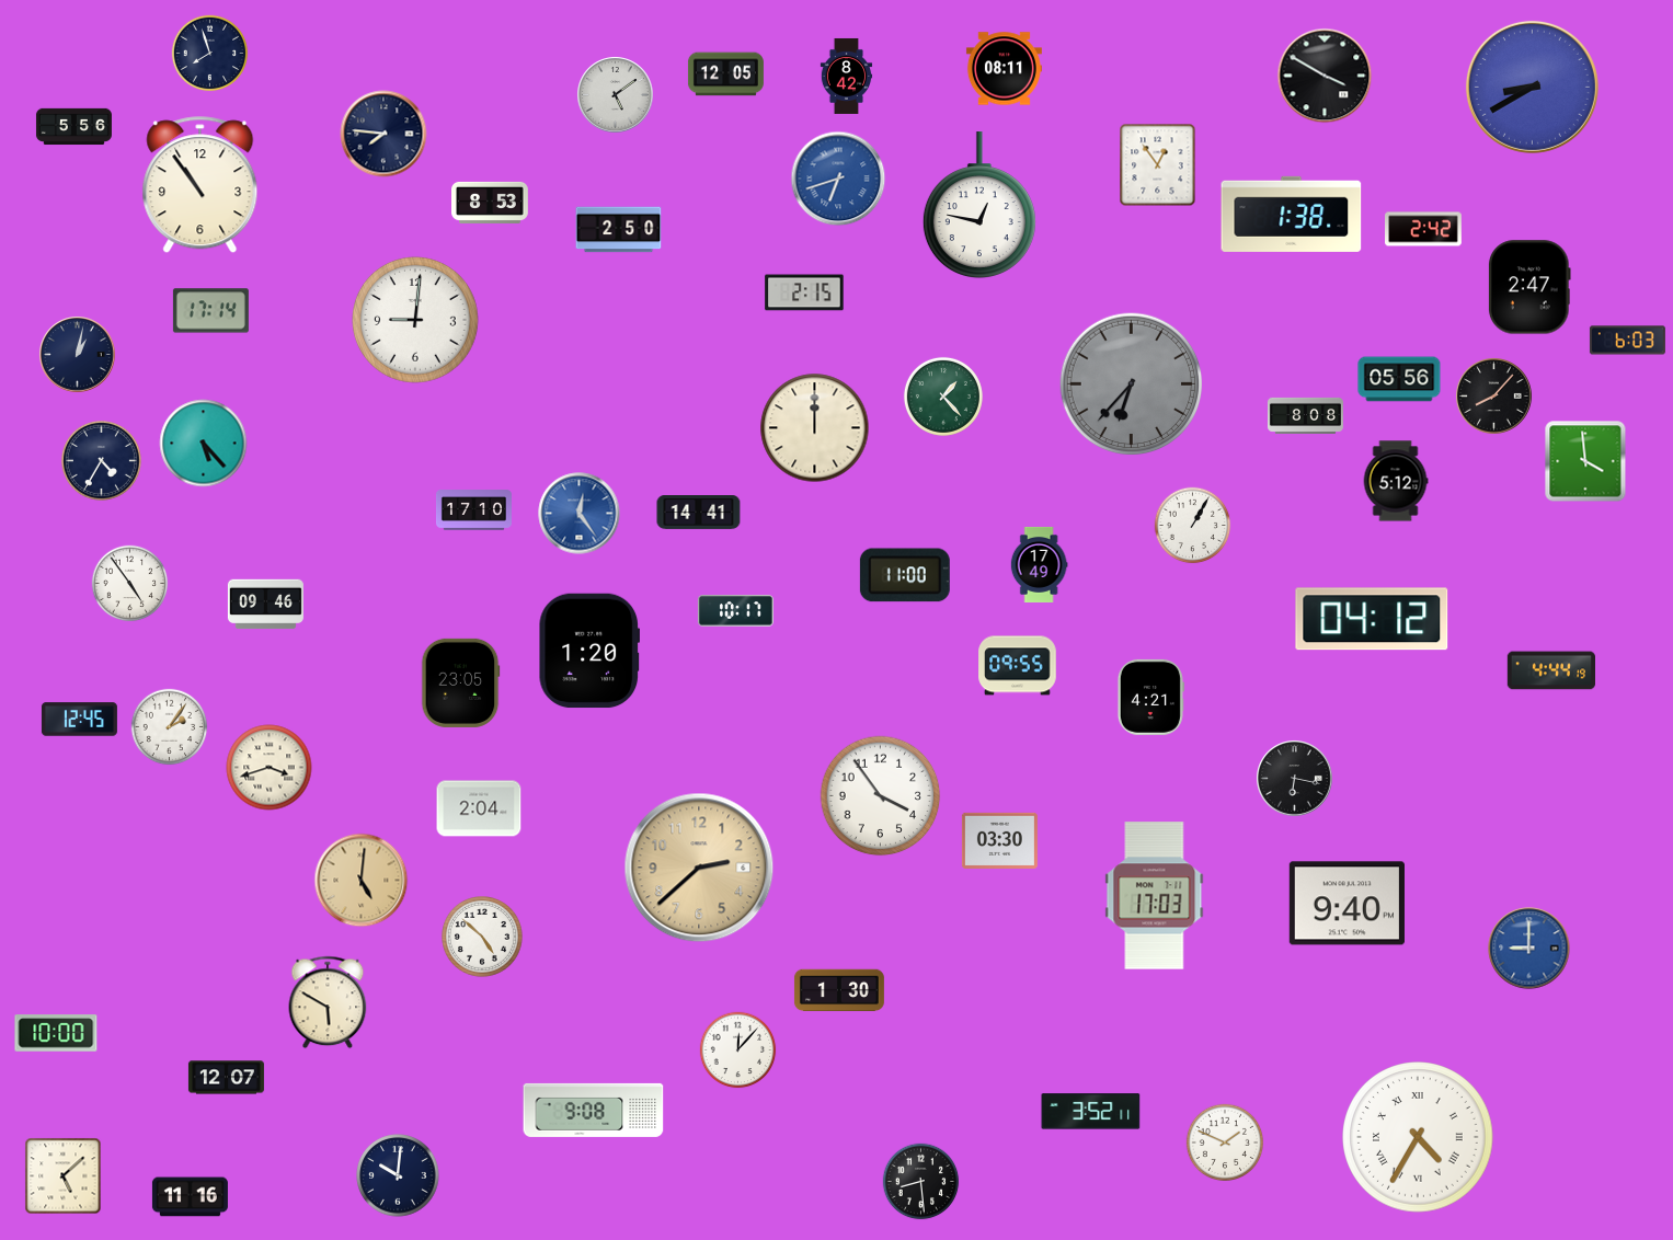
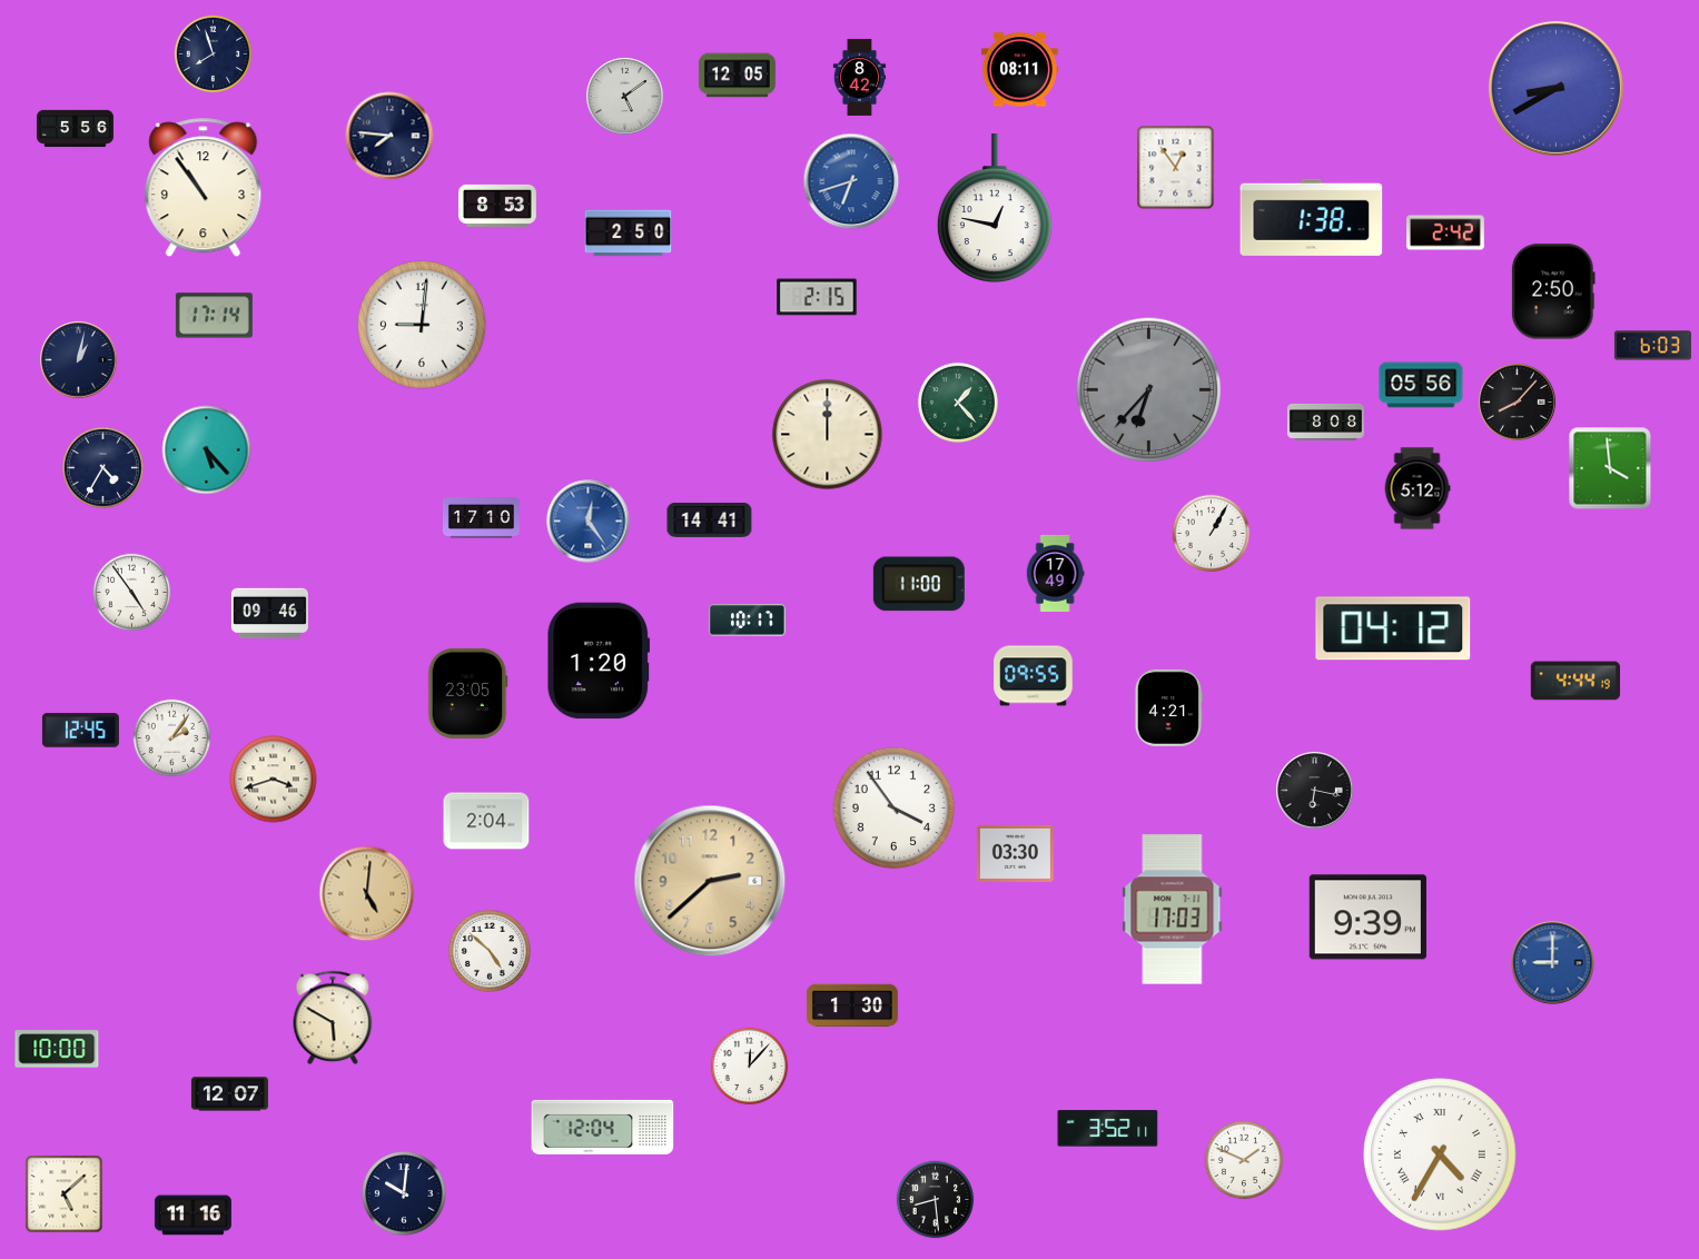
clock at (1325, 76): 3:50 -> none
clock at (1529, 287): 2:47 -> 2:50
clock at (1347, 904): 9:40 -> 9:39
clock at (594, 1110): 9:08 -> 12:04
